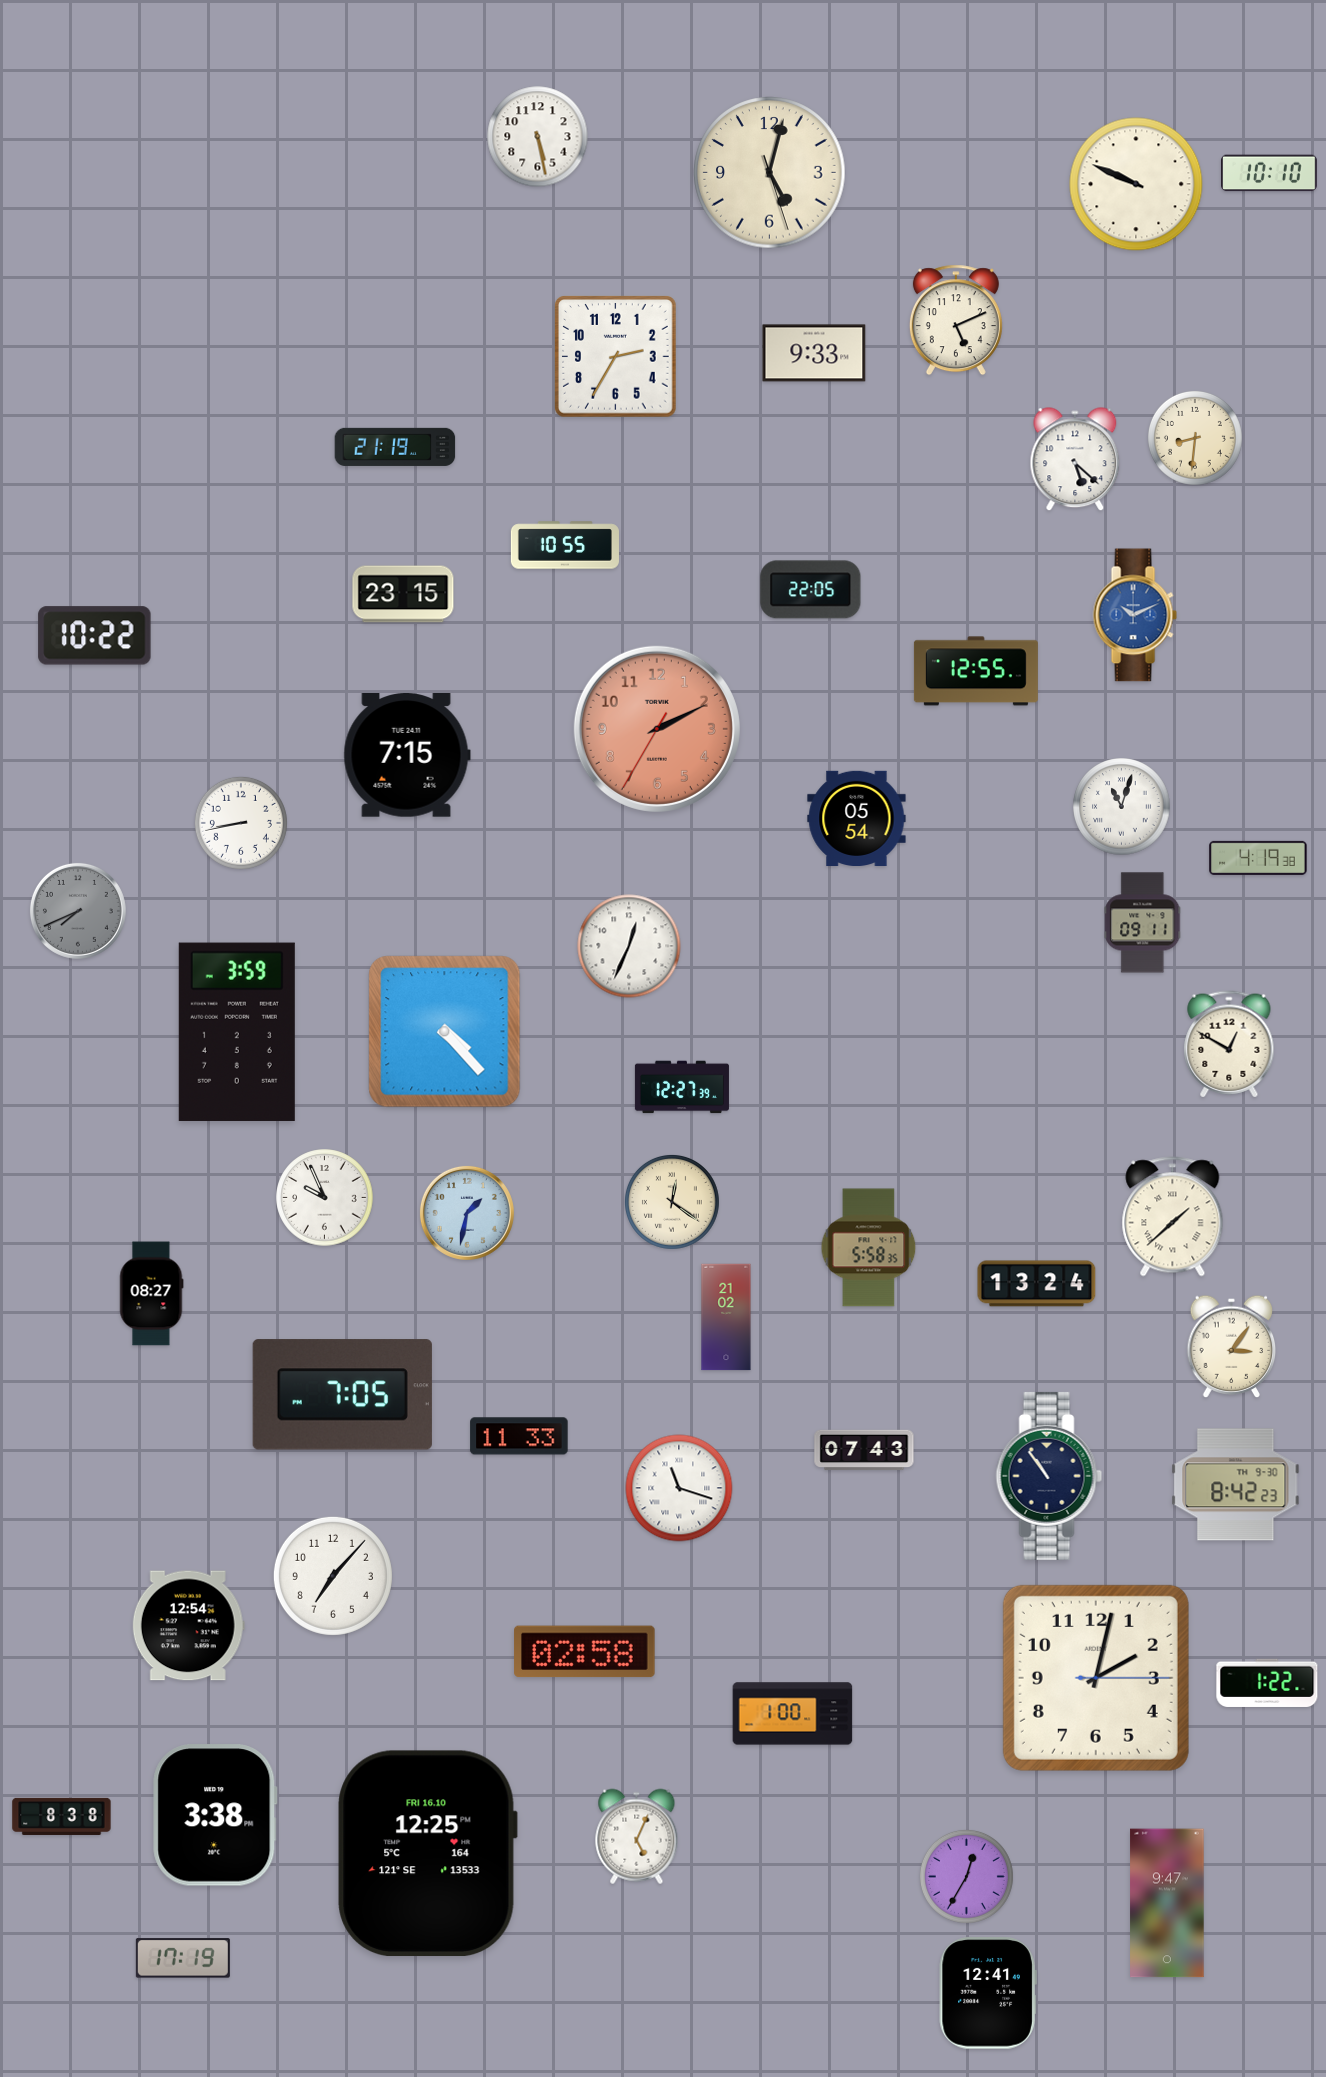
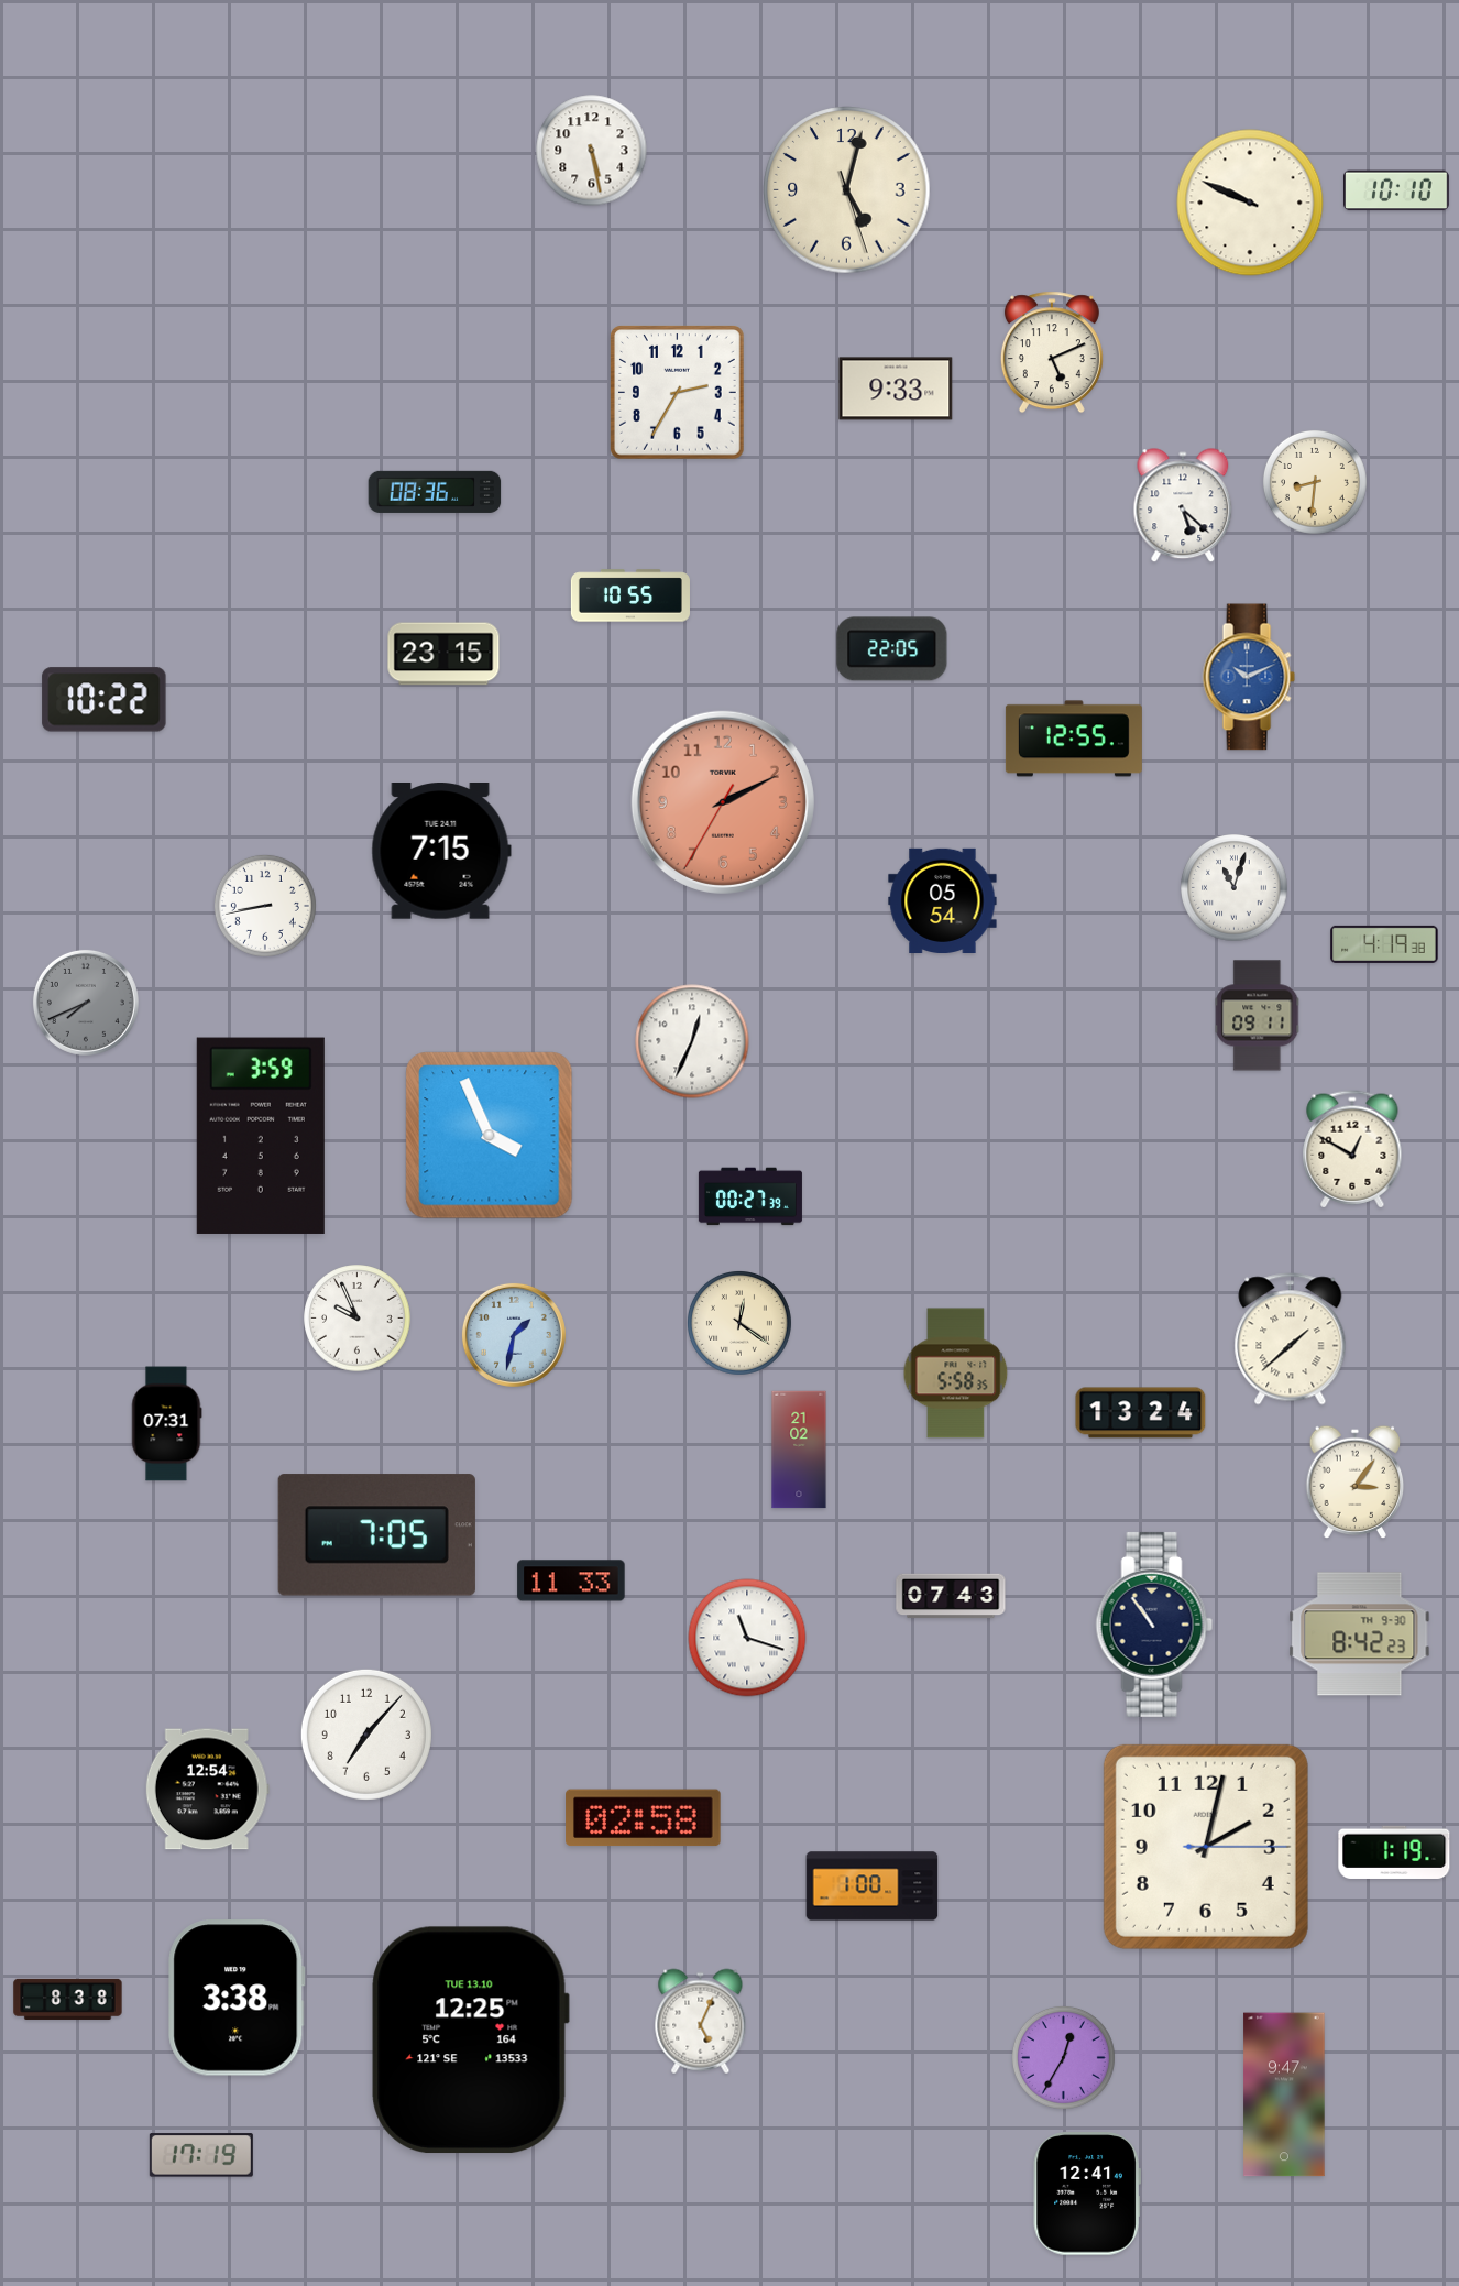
clock at (395, 447): 21:19 -> 08:36
clock at (565, 545) position: (565, 545) -> (630, 595)
clock at (407, 756) position: (407, 756) -> (441, 852)
clock at (445, 1032): 4:23 -> 3:56
clock at (682, 1087): 12:27 -> 00:27
clock at (152, 1294): 08:27 -> 07:31
clock at (1267, 1683): 1:22 -> 1:19
clock at (427, 1854) date: FRI 16.10 -> TUE 13.10
clock at (966, 1876) position: (966, 1876) -> (1063, 2057)
